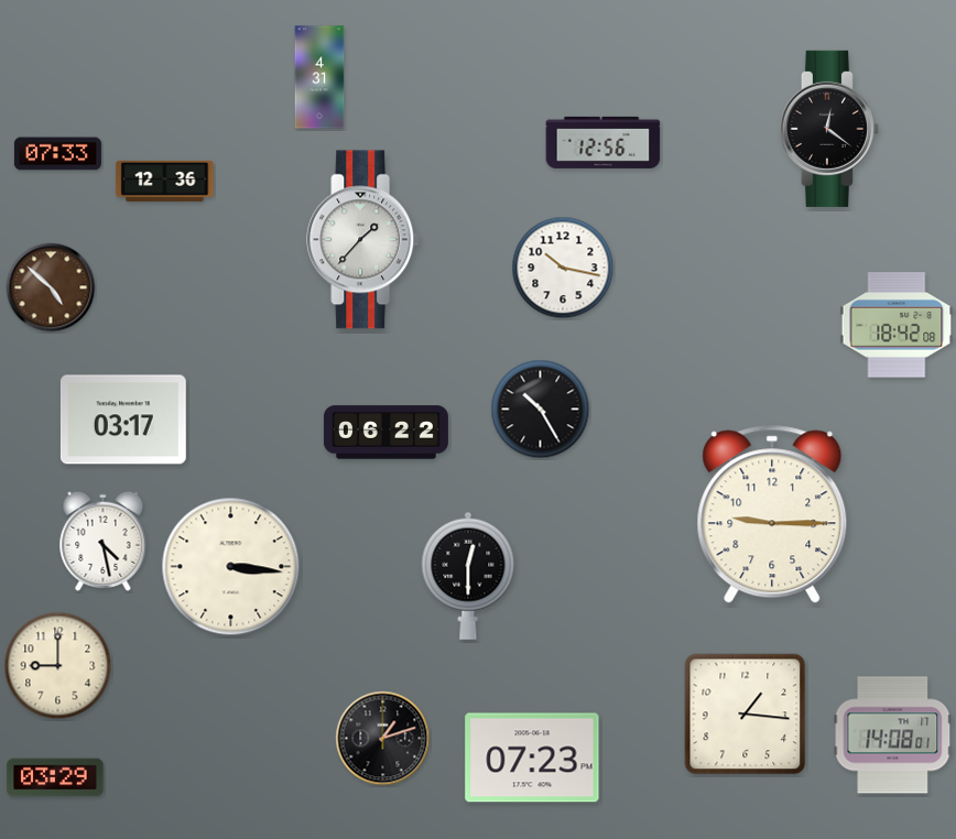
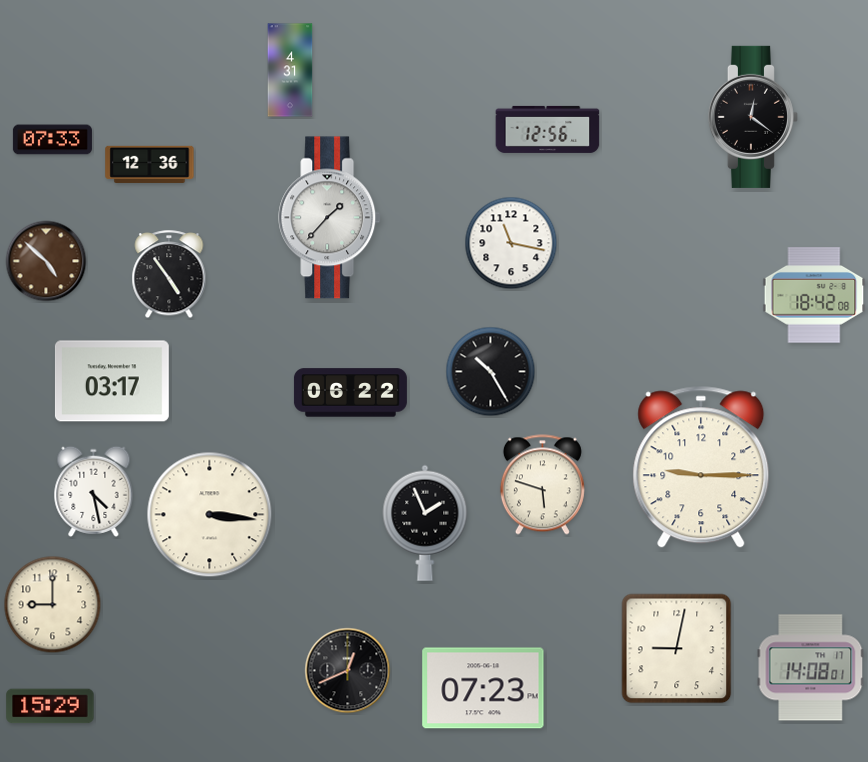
clock at (563, 268): 10:17 -> 11:17
clock at (169, 275): none -> 4:54
clock at (542, 485): none -> 5:48
clock at (468, 576): 12:30 -> 1:56
clock at (746, 715): 1:16 -> 9:02
clock at (383, 739): 1:12 -> 12:41
clock at (55, 777): 03:29 -> 15:29
